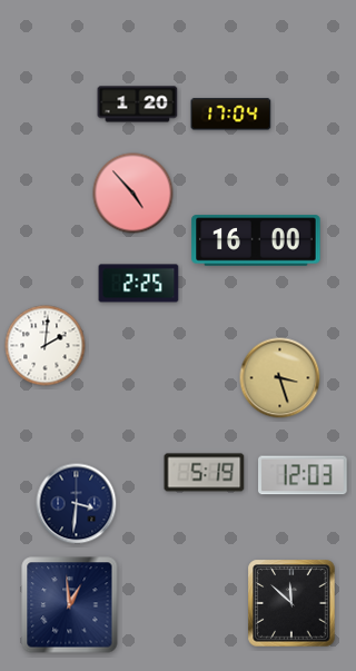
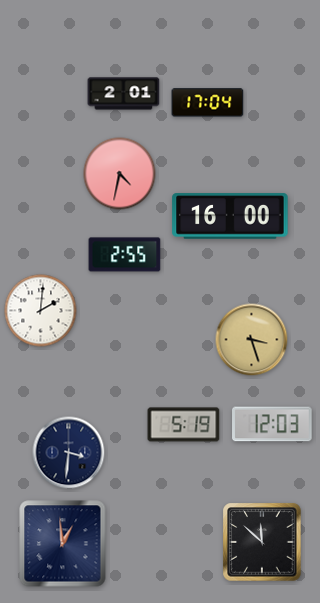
clock at (138, 105): 1:20 -> 2:01
clock at (133, 194): 4:53 -> 4:32
clock at (139, 284): 2:25 -> 2:55
clock at (303, 475) position: (303, 475) -> (272, 424)
